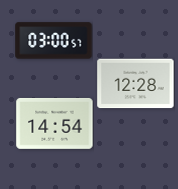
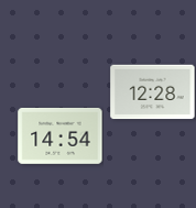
clock at (54, 41): 03:00 -> none
clock at (136, 84) position: (136, 84) -> (153, 92)
